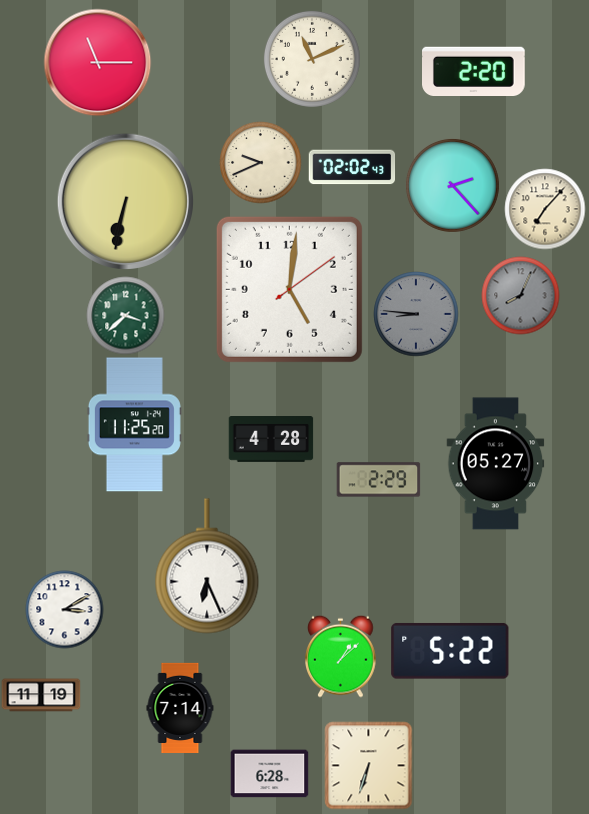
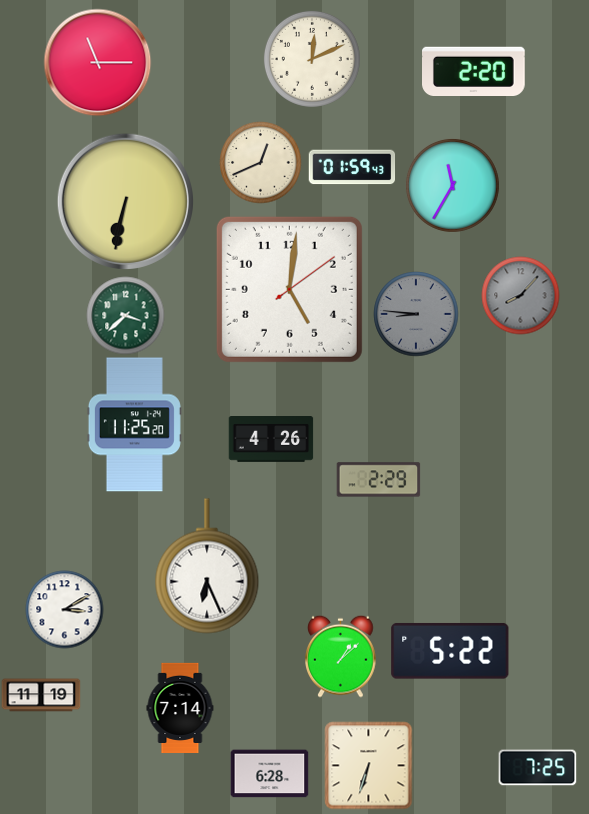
clock at (312, 59): 11:11 -> 12:11
clock at (260, 162): 9:41 -> 12:41
clock at (352, 167): 02:02 -> 01:59
clock at (452, 185): 2:23 -> 11:35
clock at (545, 209): 7:07 -> none
clock at (520, 295): 8:04 -> 8:07
clock at (271, 440): 4:28 -> 4:26
clock at (496, 464): 05:27 -> none
clock at (537, 768): none -> 7:25
